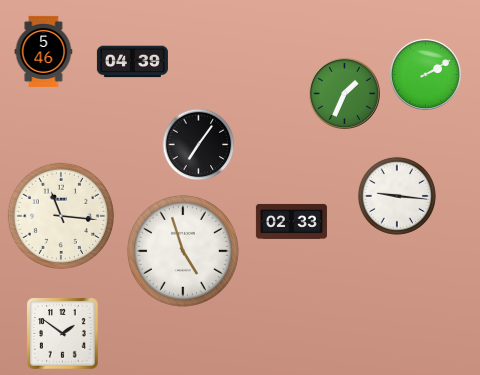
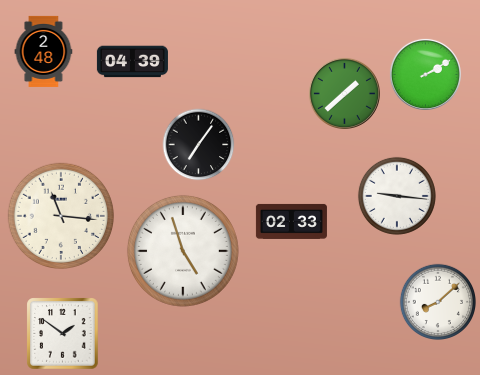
clock at (44, 51): 5:46 -> 2:48
clock at (344, 93): 1:34 -> 1:38
clock at (437, 301): none -> 8:08
